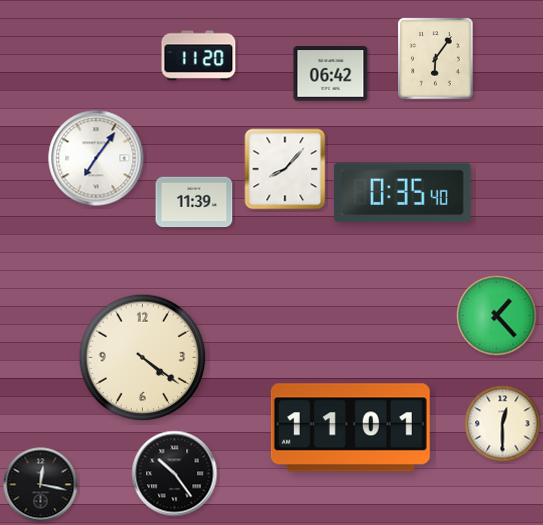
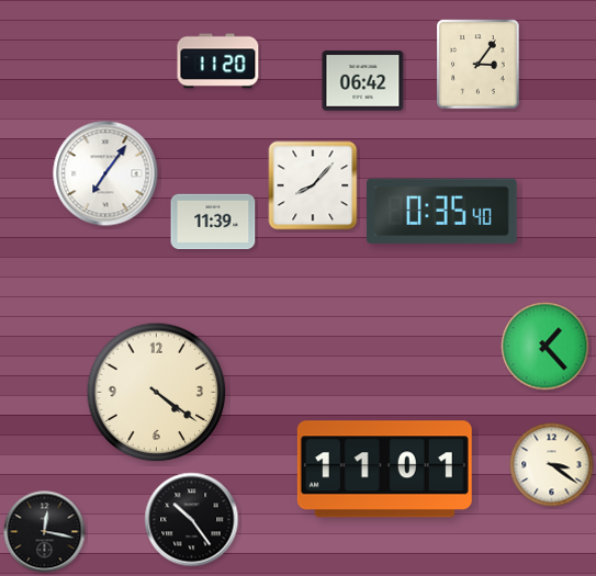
clock at (436, 59): 6:06 -> 3:06
clock at (503, 424): 12:30 -> 3:21
